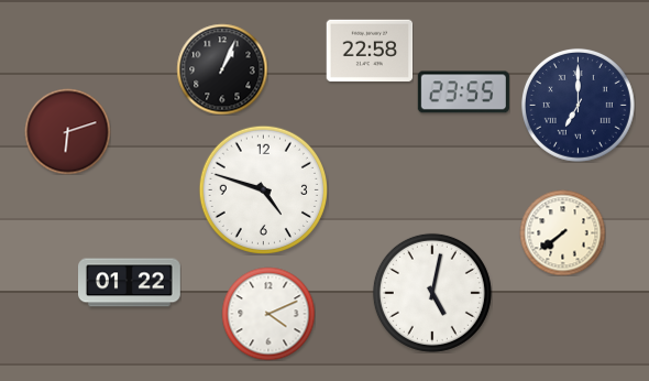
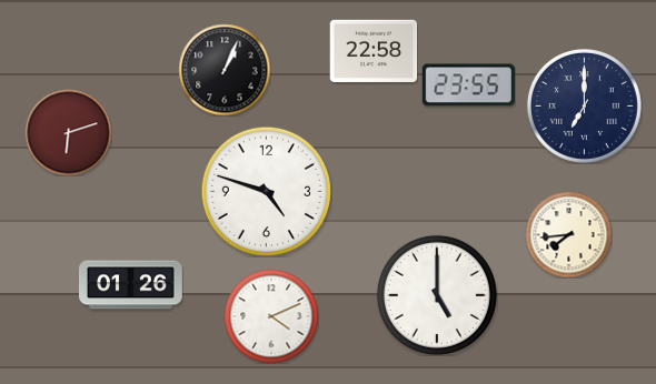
clock at (463, 92) position: (463, 92) -> (468, 85)
clock at (562, 232): 7:39 -> 7:44
clock at (130, 283): 01:22 -> 01:26
clock at (432, 293): 5:02 -> 5:00
